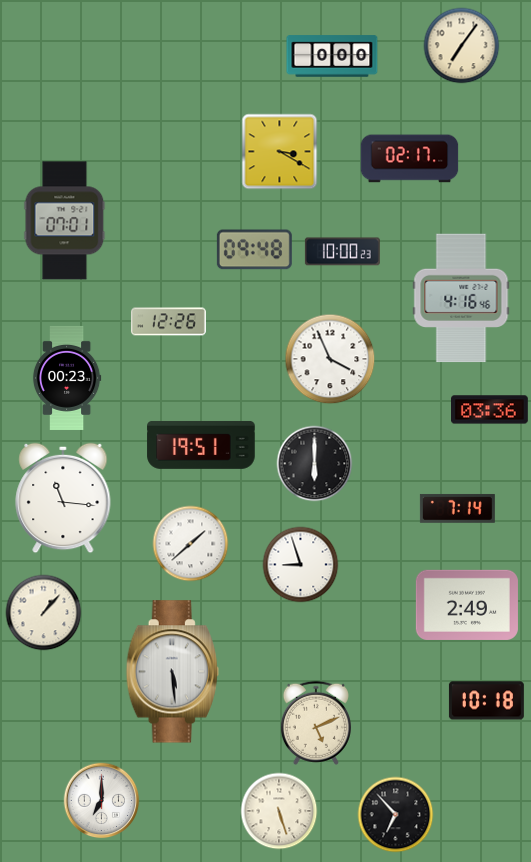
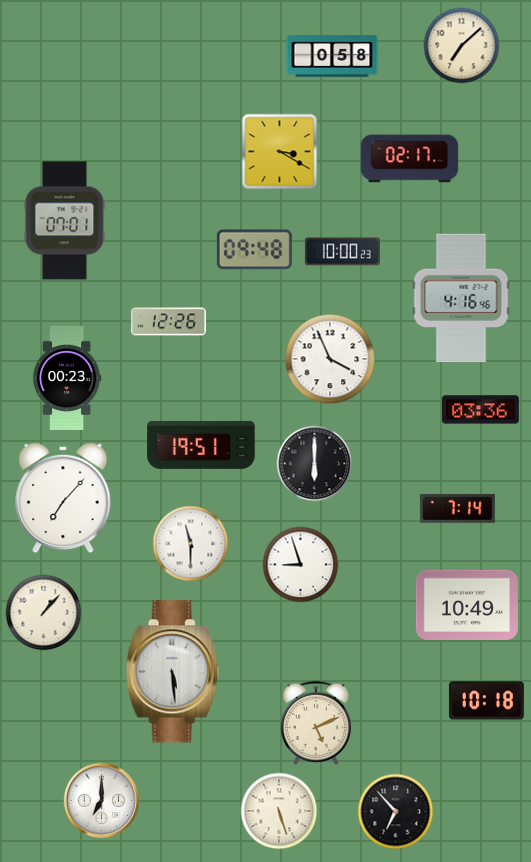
clock at (462, 46): 7:06 -> 7:08
clock at (332, 56): 0:00 -> 0:58
clock at (490, 410) position: (490, 410) -> (481, 410)
clock at (63, 498): 11:16 -> 7:07
clock at (191, 544): 1:38 -> 11:30
clock at (467, 605): 2:49 -> 10:49
clock at (396, 815) position: (396, 815) -> (396, 812)
